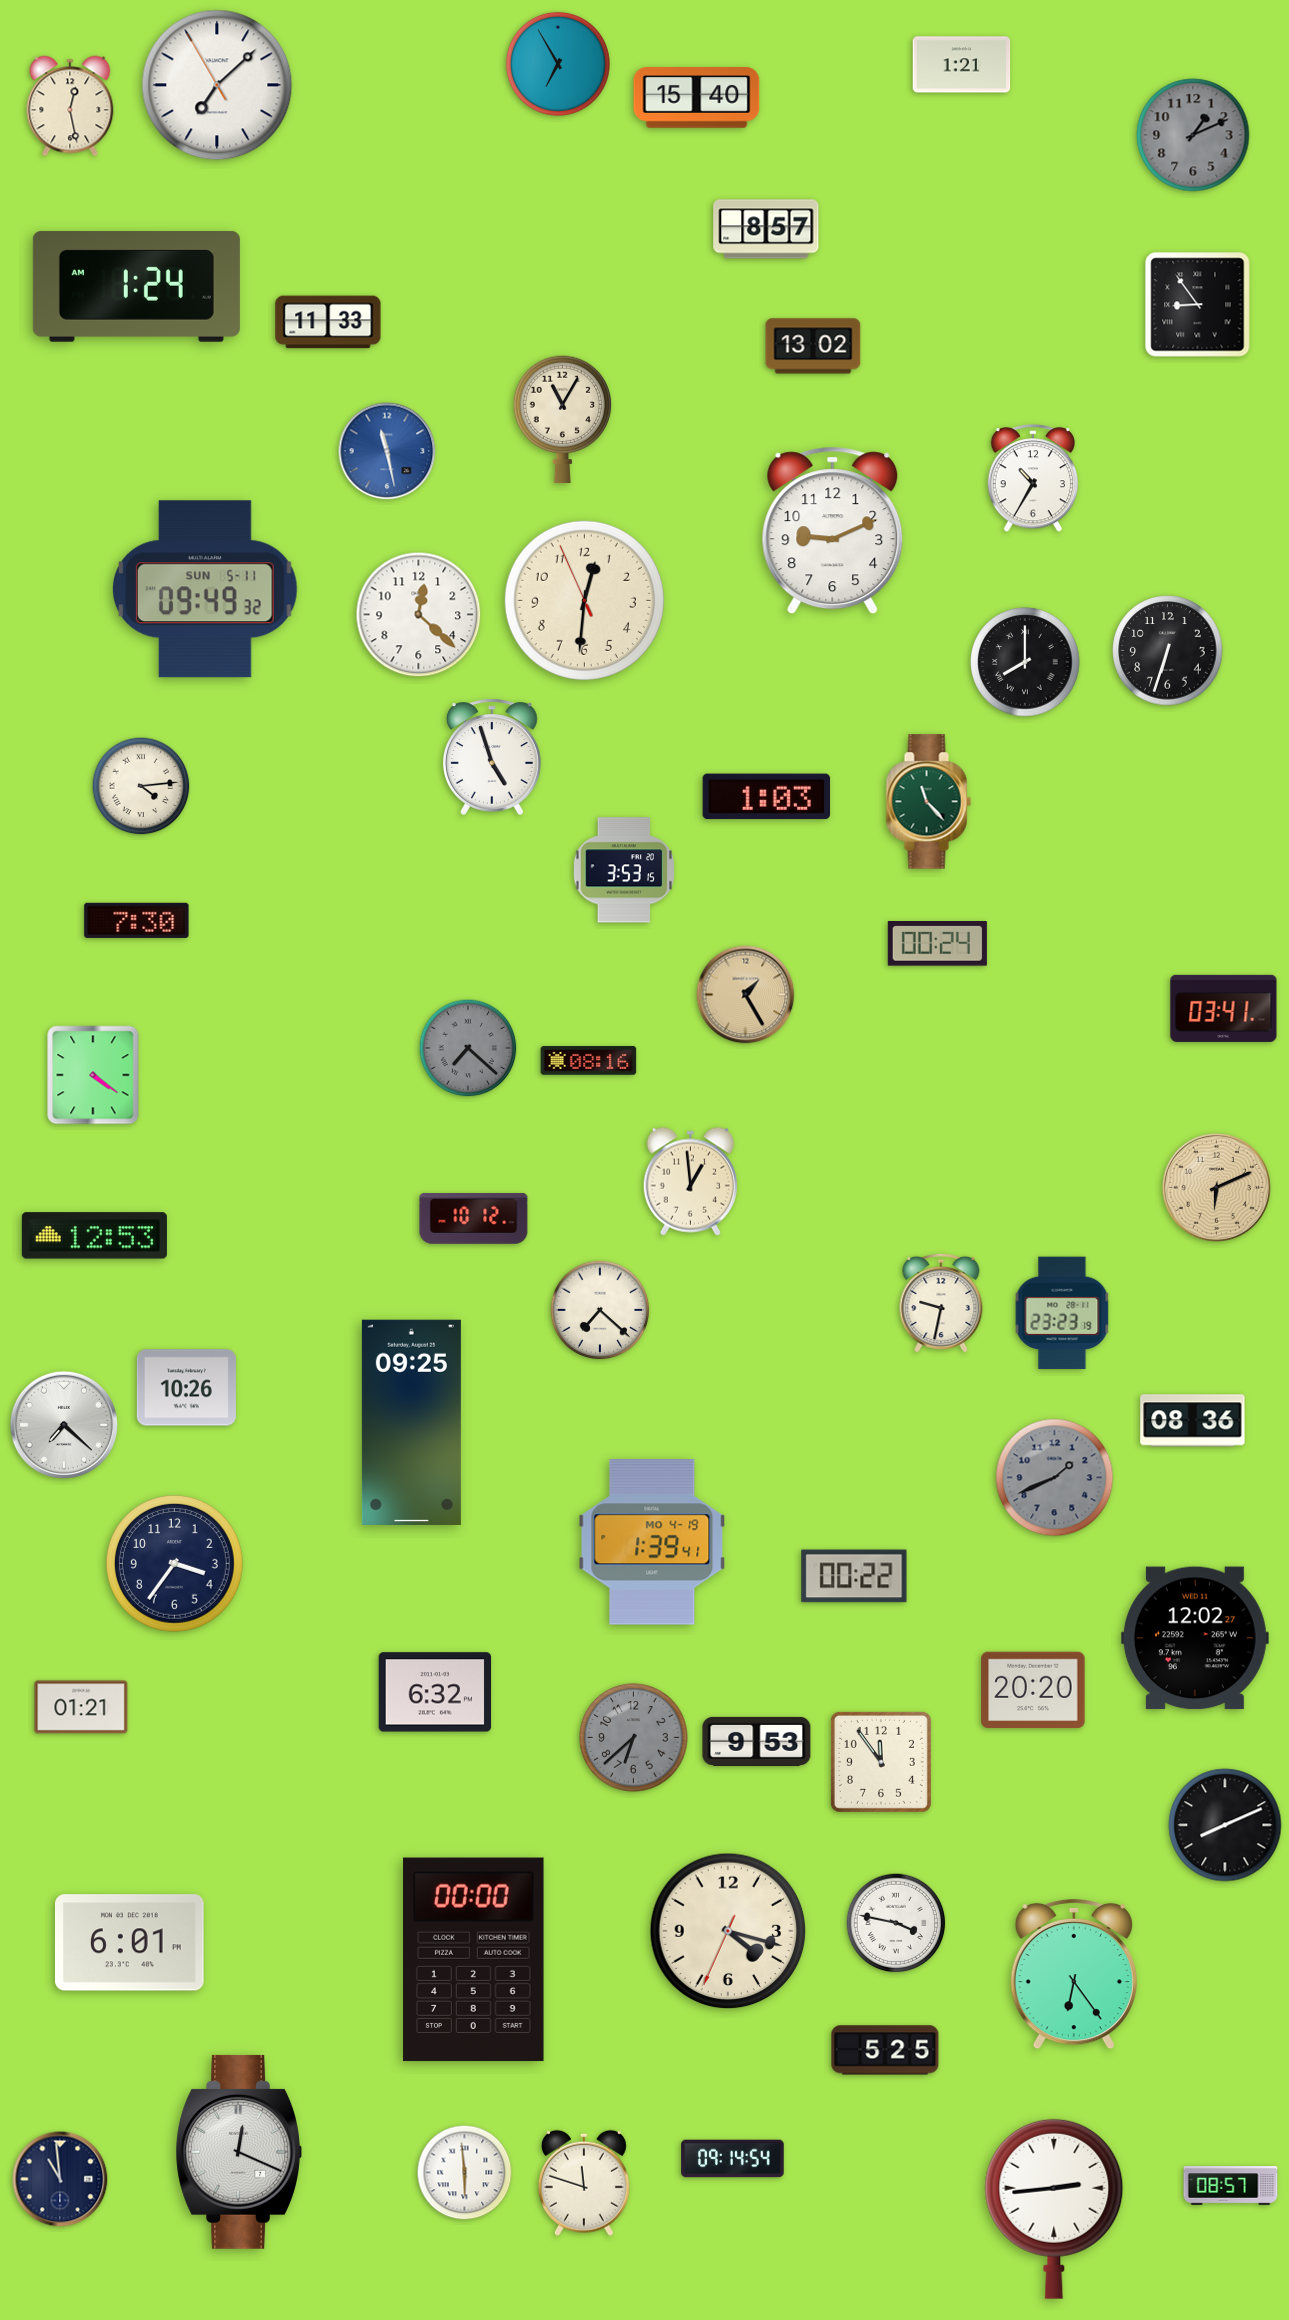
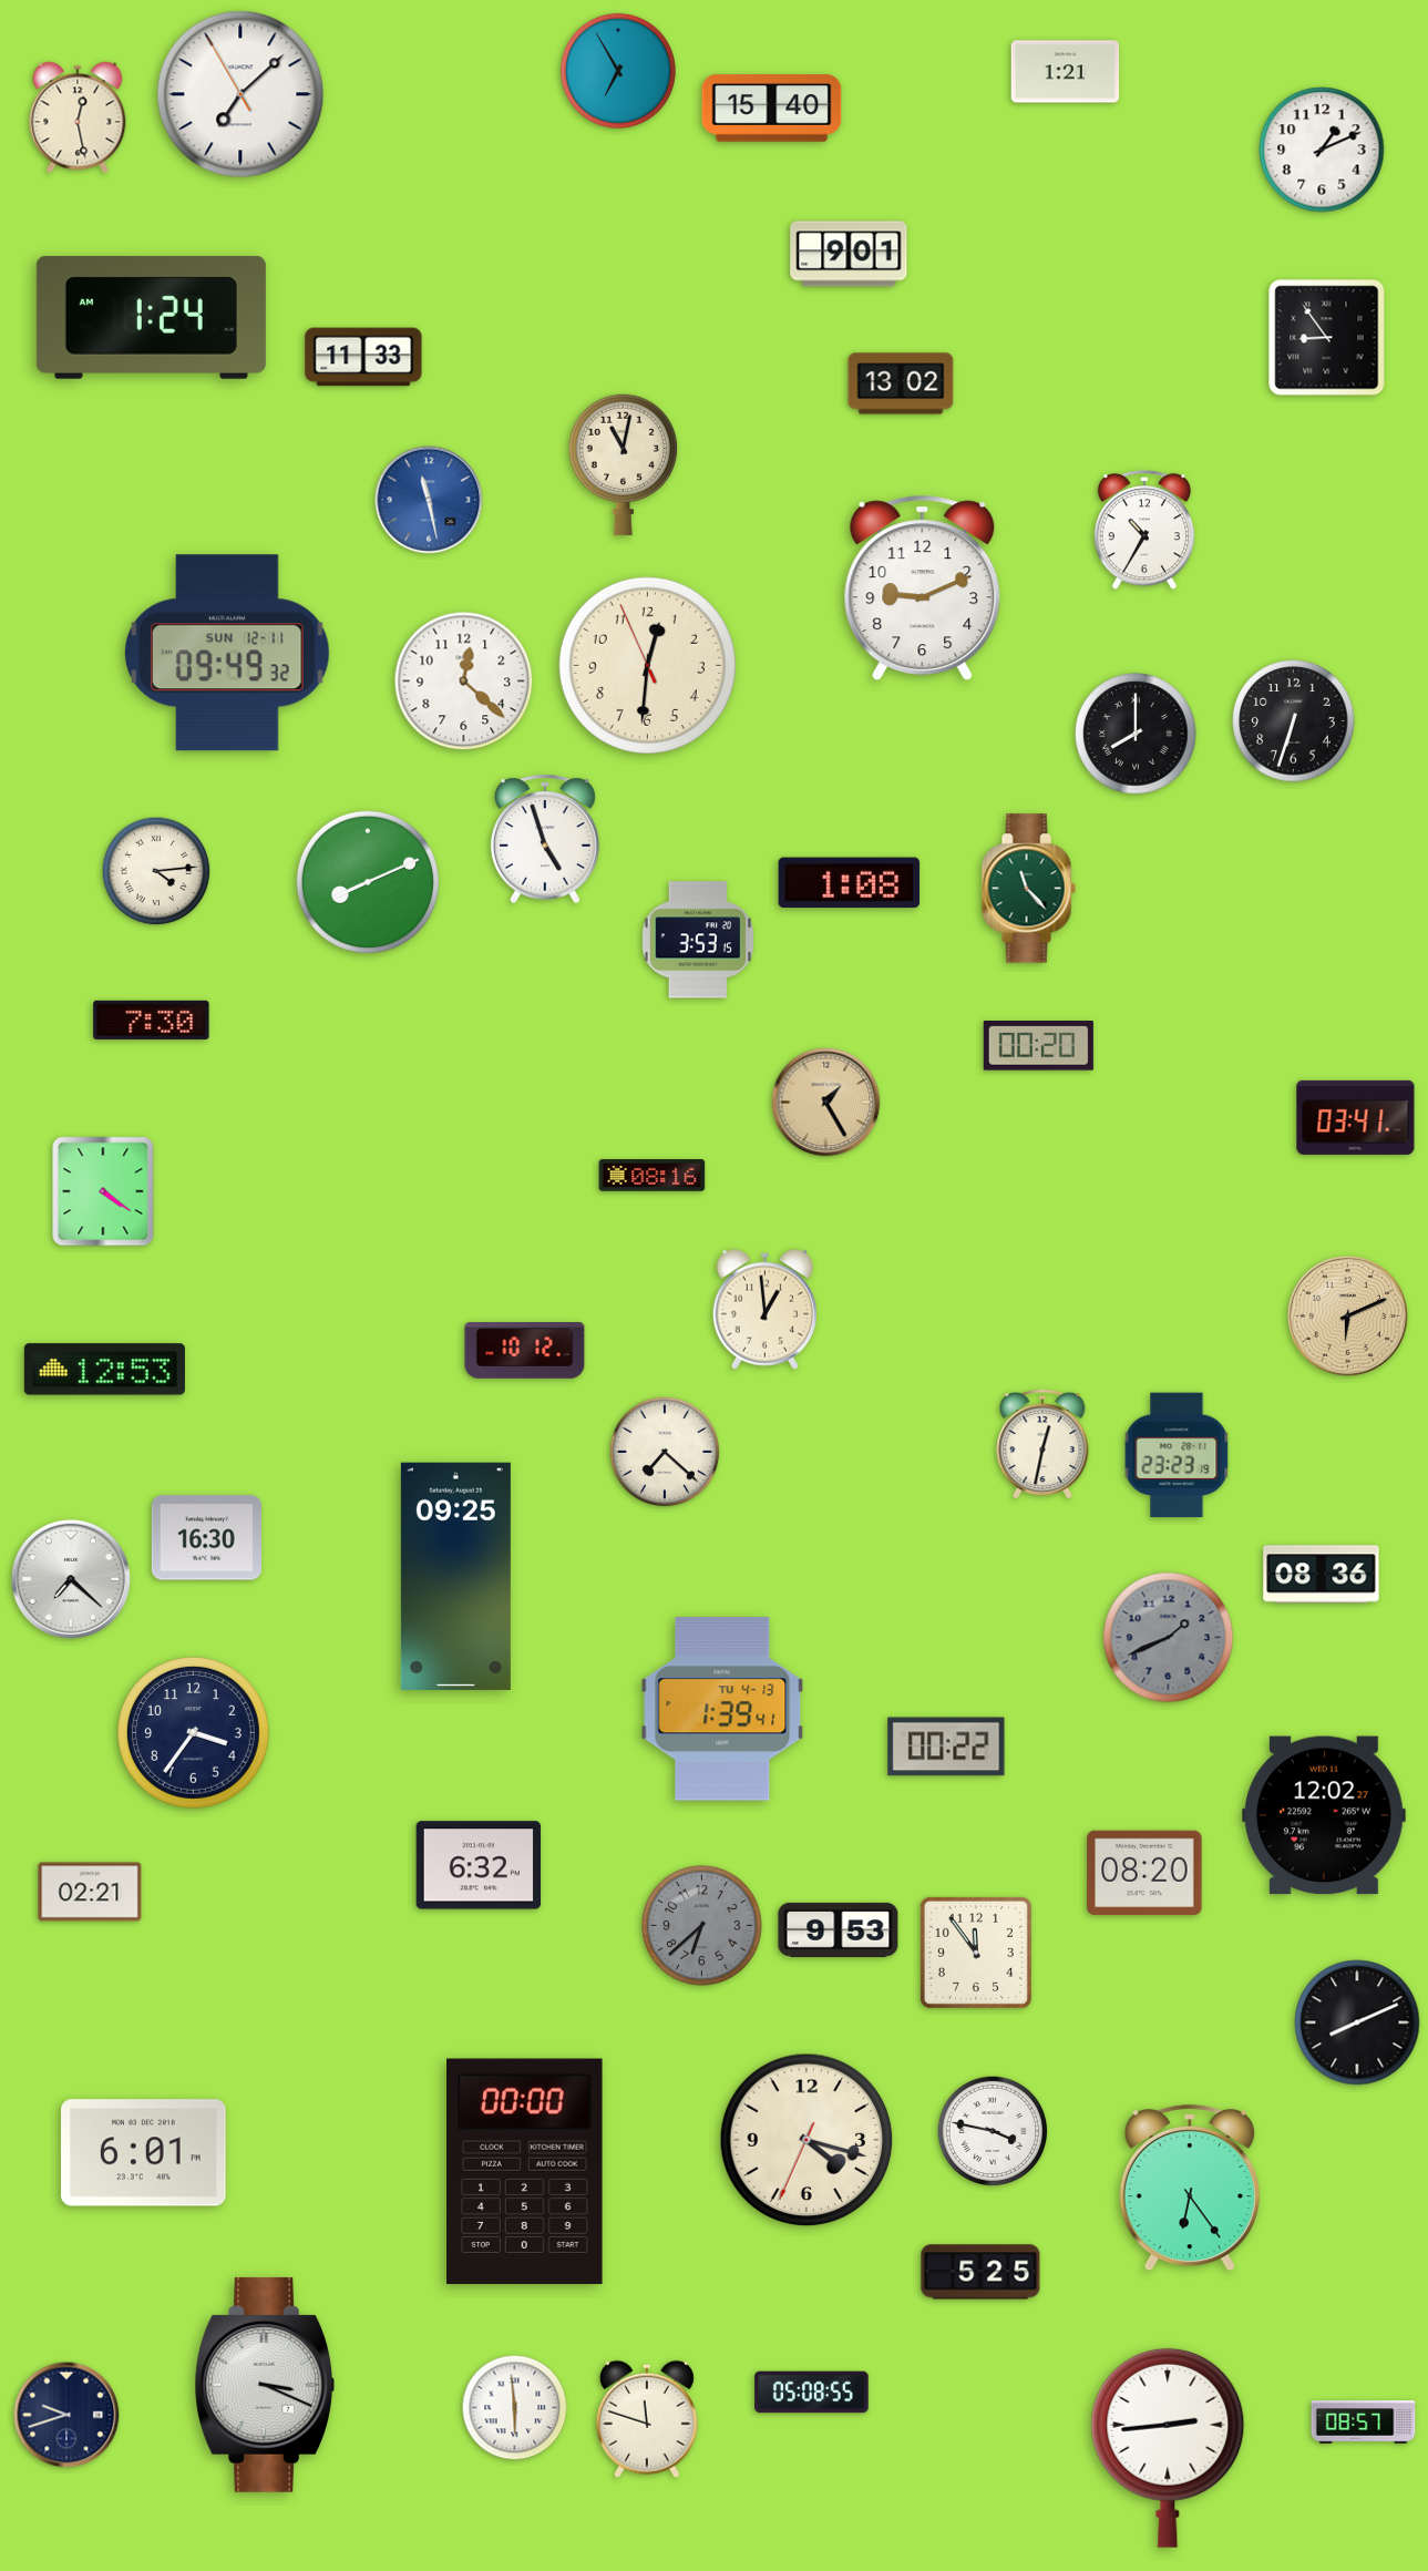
clock at (1193, 135) dial: grey -> white
clock at (766, 229): 8:57 -> 9:01
clock at (562, 419): 11:05 -> 11:02
clock at (205, 589) date: SUN 5-11 -> SUN 12-11
clock at (367, 881): none -> 8:11
clock at (767, 797): 1:03 -> 1:08
clock at (624, 870) position: (624, 870) -> (698, 940)
clock at (937, 944): 00:24 -> 00:20
clock at (468, 1048): 7:22 -> none
clock at (941, 1303): 9:32 -> 12:32
clock at (186, 1388): 10:26 -> 16:30
clock at (652, 1542) date: MO 4-19 -> TU 4-13
clock at (1033, 1690): 20:20 -> 08:20
clock at (435, 1692) position: (435, 1692) -> (479, 1865)
clock at (81, 1707): 01:21 -> 02:21
clock at (239, 2152): 12:19 -> 3:19
clock at (733, 2159): 09:14 -> 05:08
clock at (60, 2179): 10:59 -> 9:42
